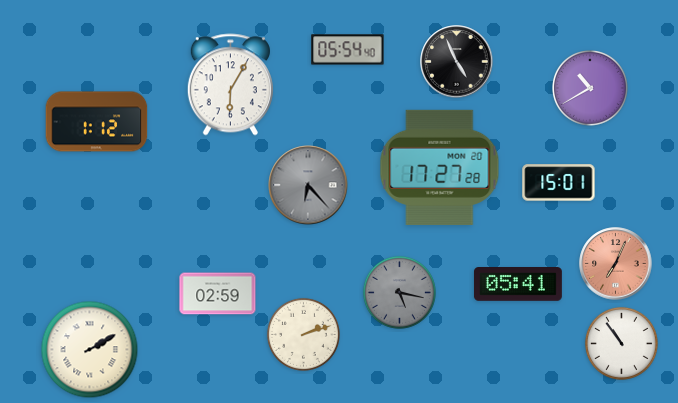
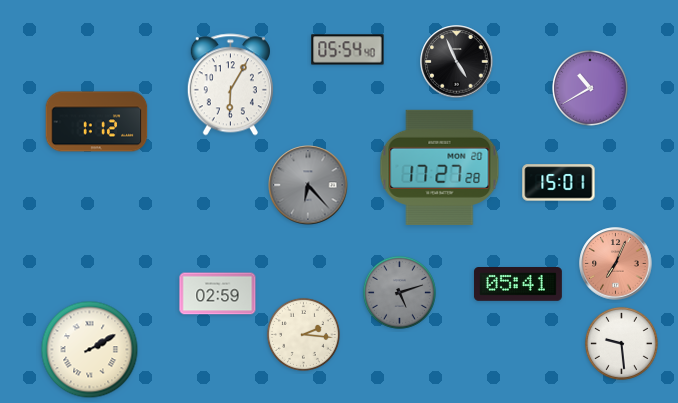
clock at (399, 292): 5:17 -> 5:12
clock at (303, 334): 2:12 -> 2:16
clock at (621, 343): 10:54 -> 9:29
